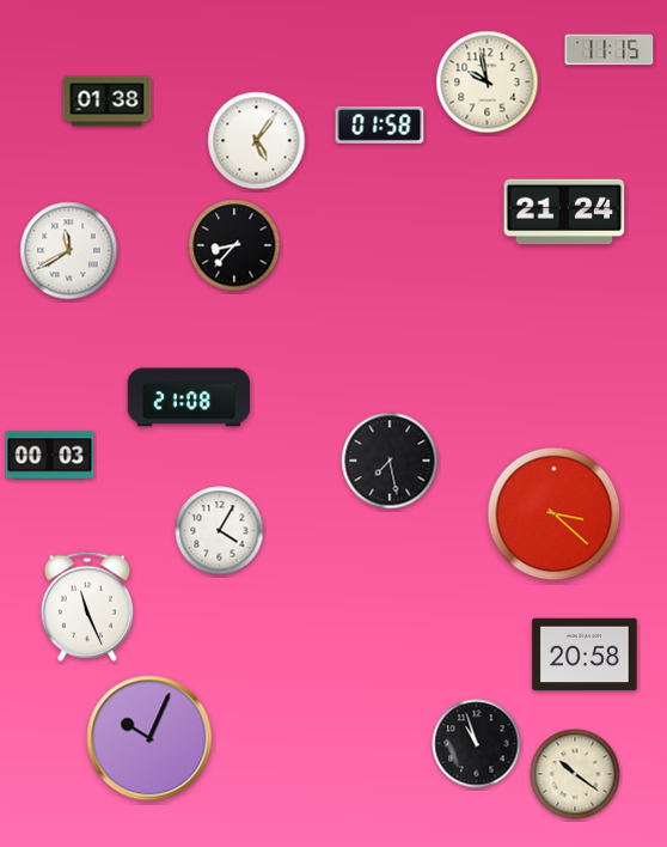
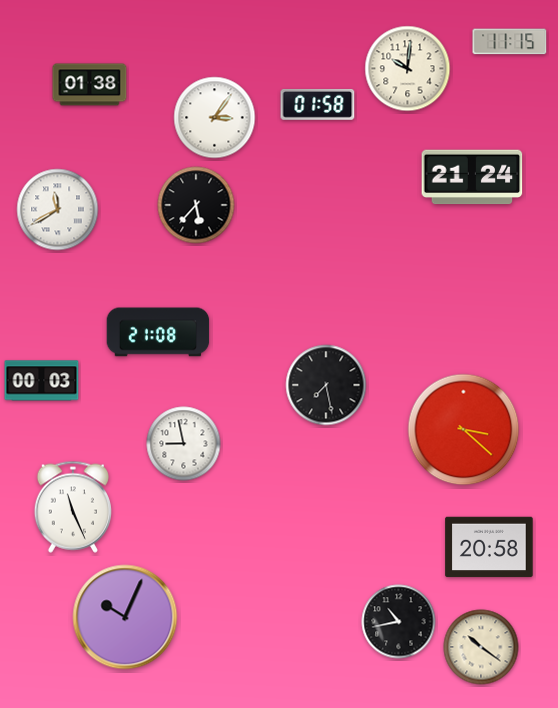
clock at (488, 83): 9:58 -> 10:01
clock at (257, 141): 5:06 -> 3:06
clock at (234, 245): 8:37 -> 5:37
clock at (220, 531): 4:05 -> 8:58
clock at (477, 744): 10:57 -> 10:43
